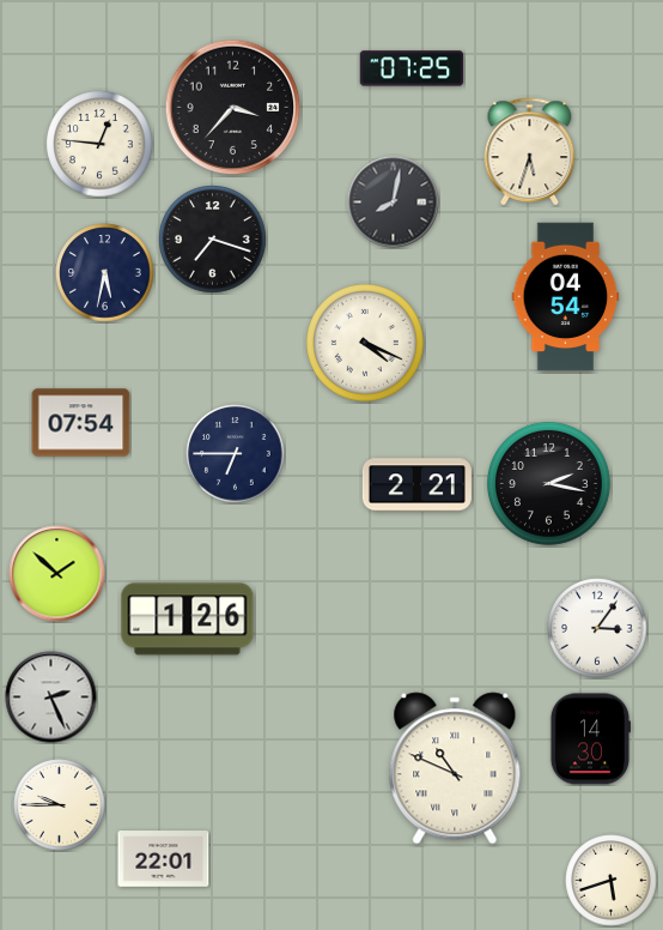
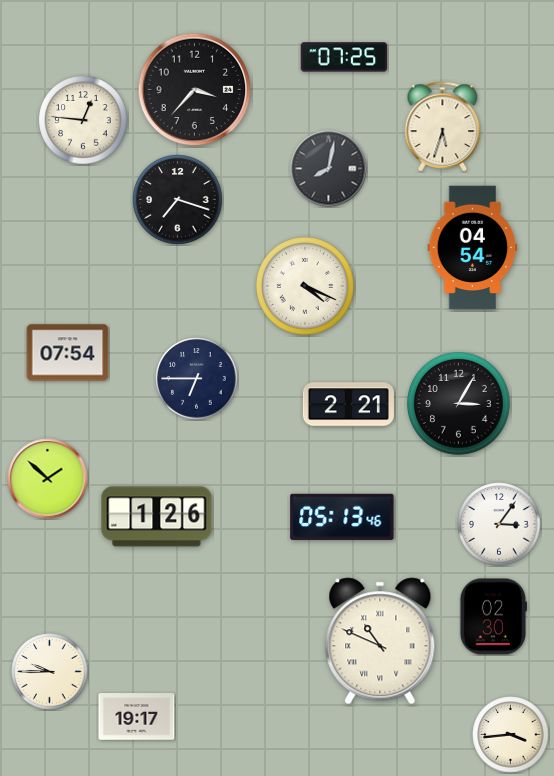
clock at (105, 273): 5:32 -> none
clock at (548, 483): 2:17 -> 3:05
clock at (342, 517): none -> 05:13
clock at (51, 697): 2:26 -> none
clock at (590, 739): 14:30 -> 02:30
clock at (164, 859): 22:01 -> 19:17
clock at (612, 881): 5:42 -> 3:44
